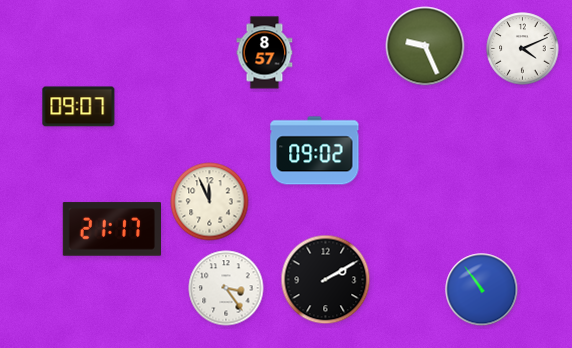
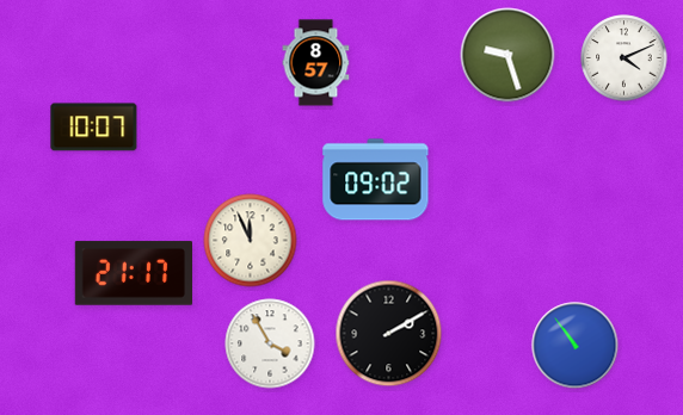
clock at (425, 46): 9:26 -> 9:27
clock at (79, 107): 09:07 -> 10:07
clock at (226, 288): 3:24 -> 3:55
